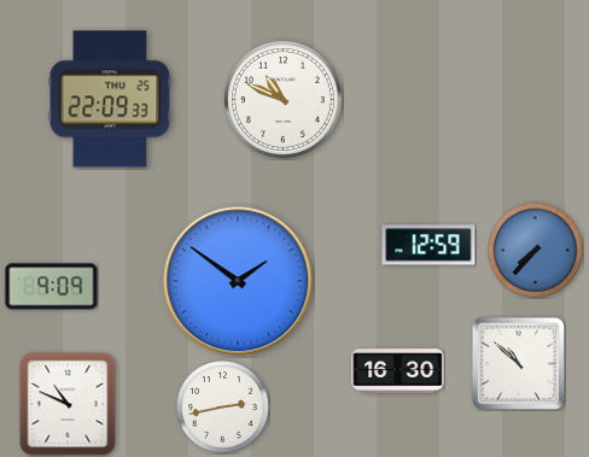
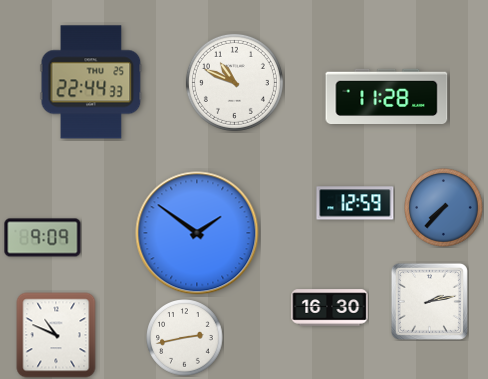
clock at (110, 99): 22:09 -> 22:44
clock at (387, 96): none -> 11:28
clock at (518, 363): 10:52 -> 2:13
